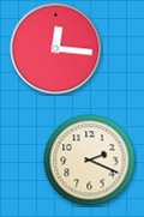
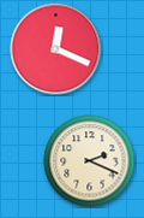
clock at (56, 49): 12:16 -> 12:19
